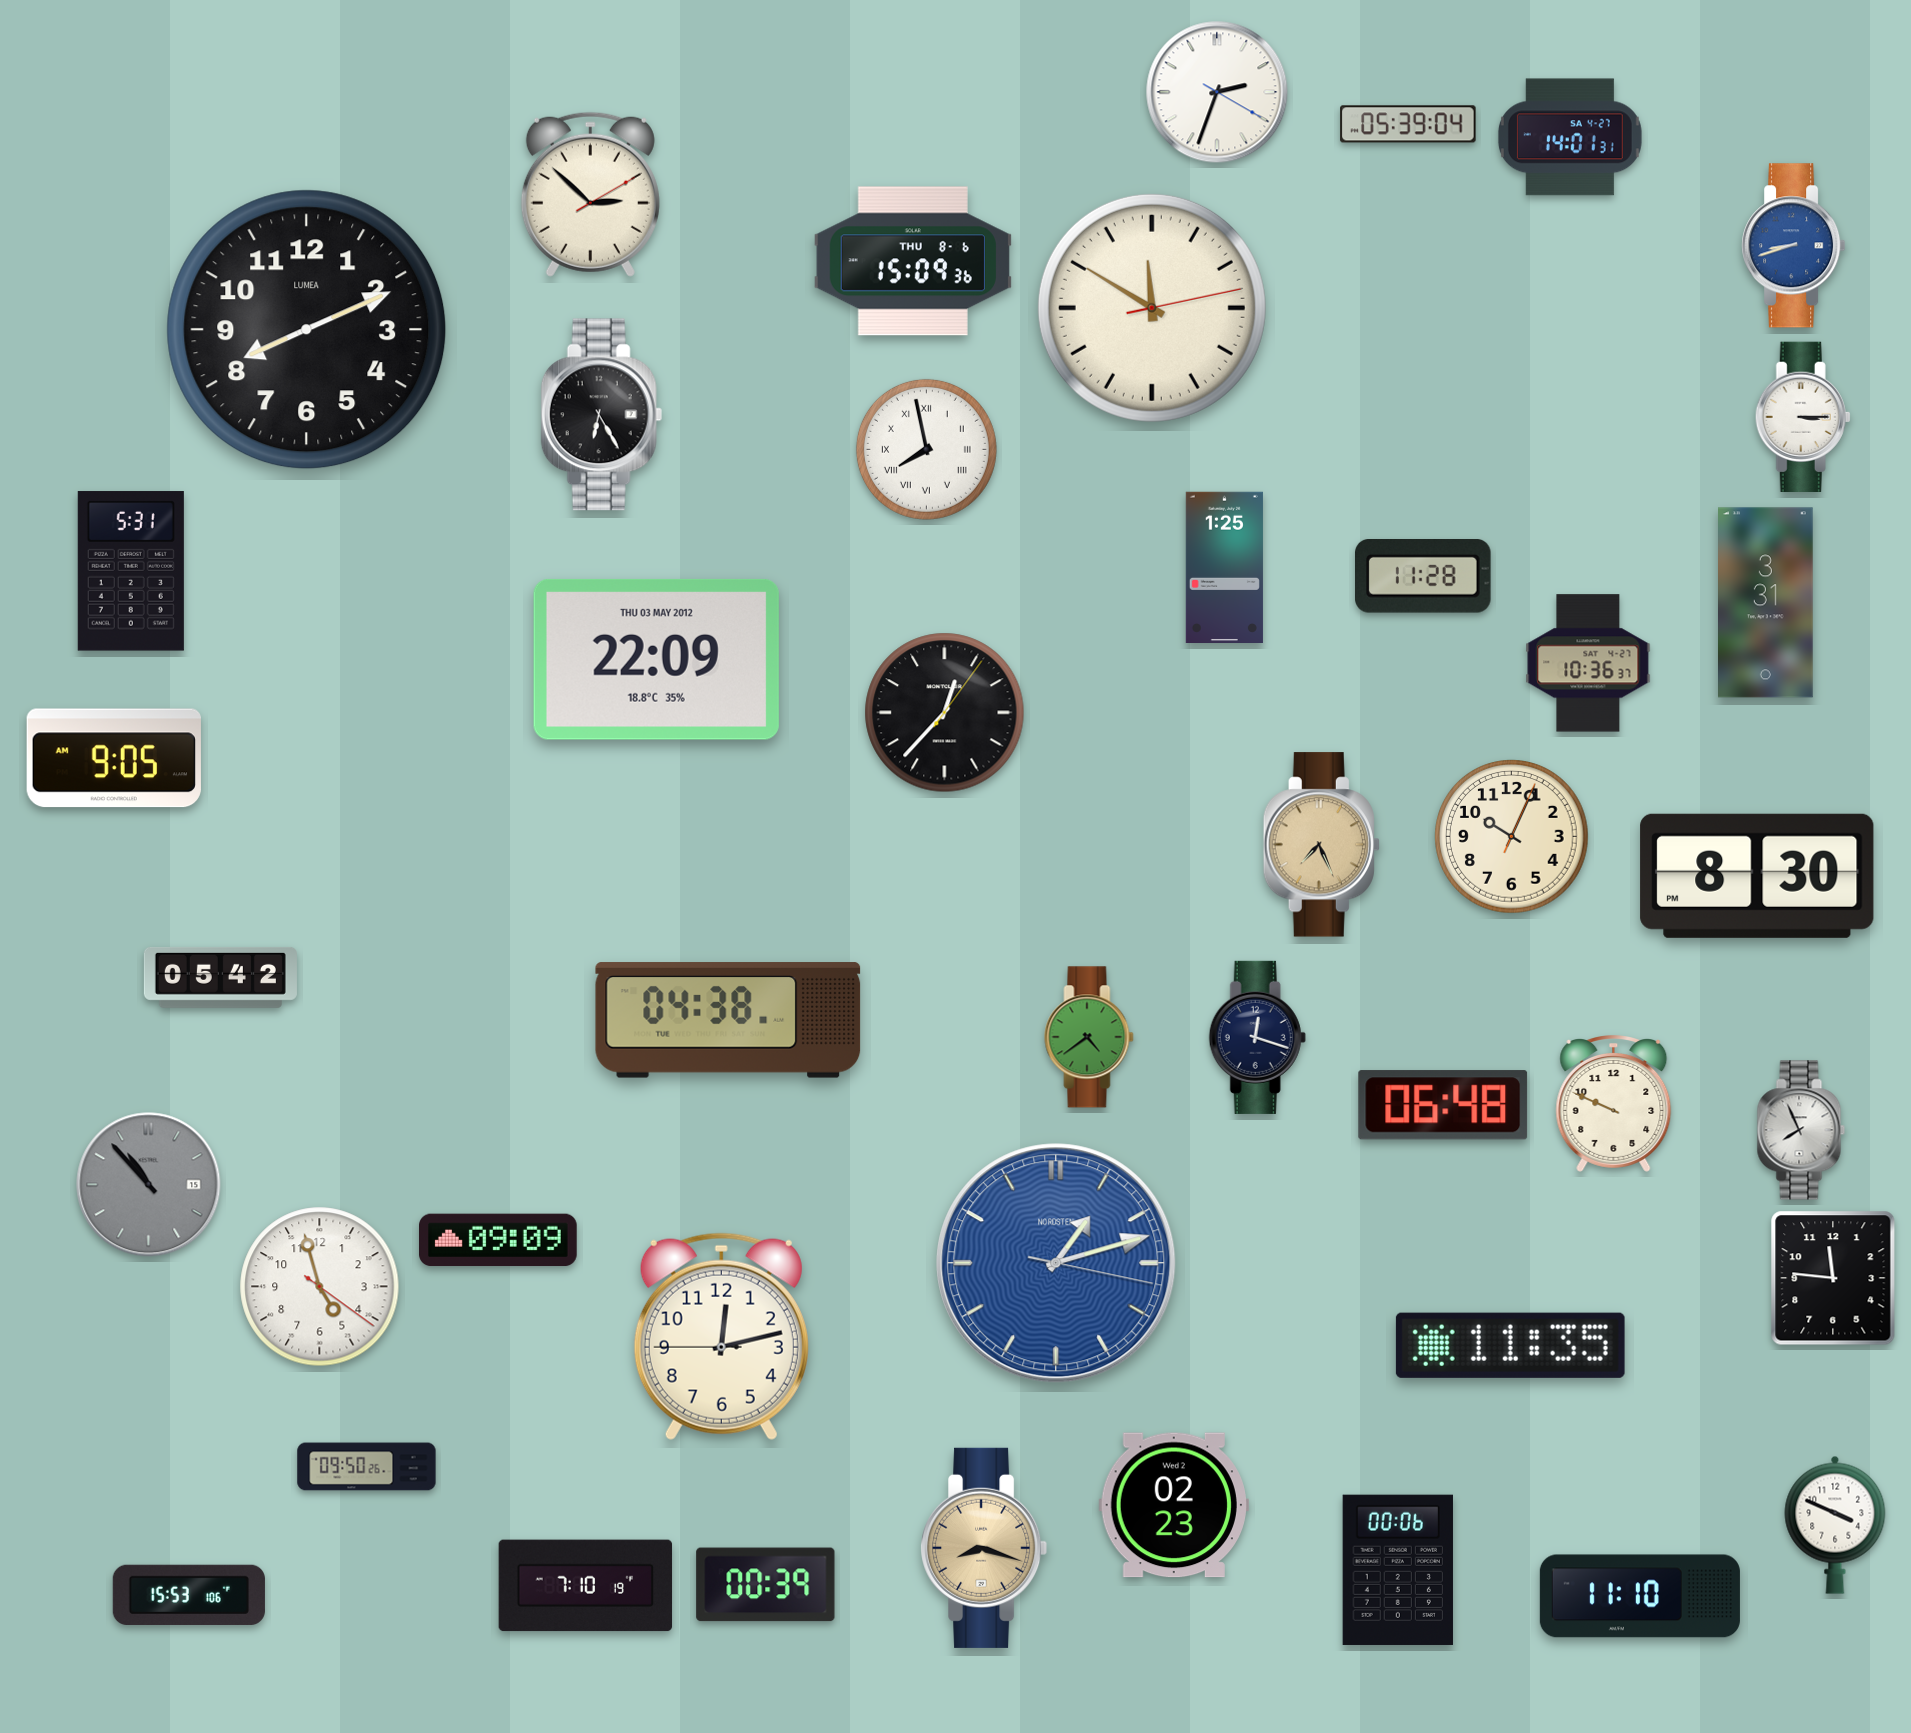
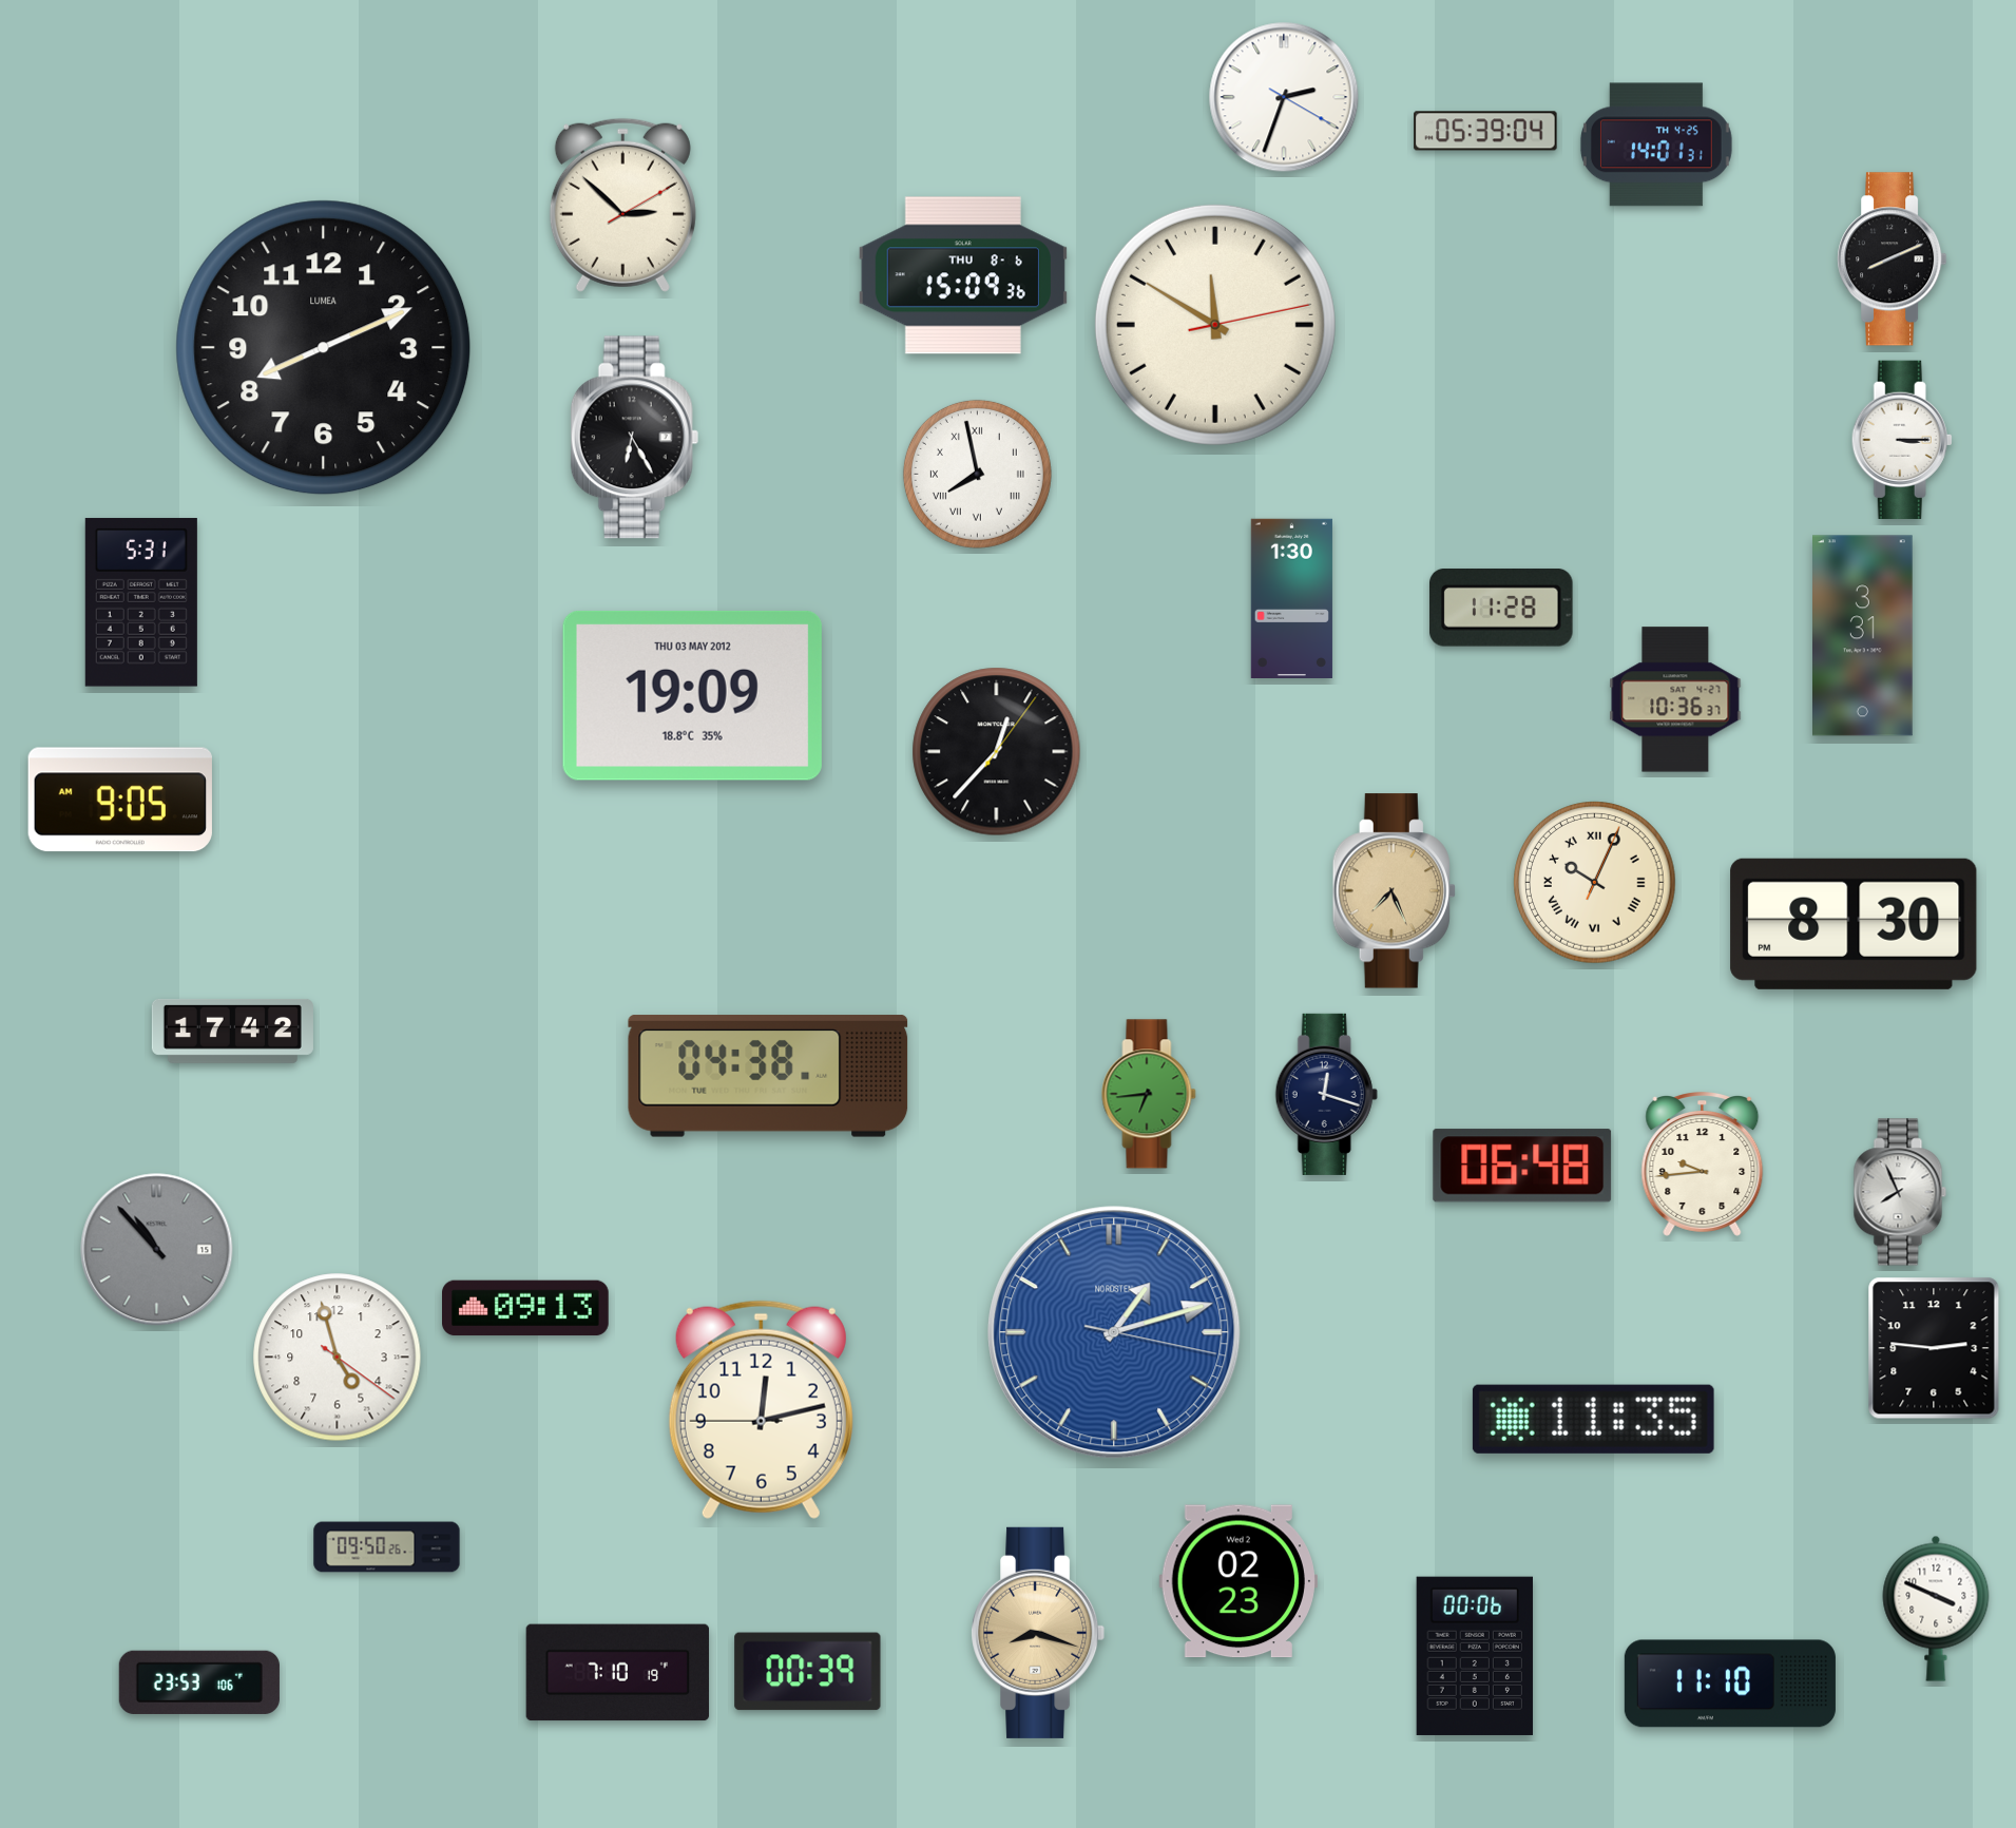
clock at (1570, 137) date: SA 4-27 -> TH 4-25
clock at (1794, 246): 8:42 -> 8:11
clock at (1794, 246) dial: blue -> black
clock at (1224, 567): 1:25 -> 1:30
clock at (131, 571) position: (131, 571) -> (141, 602)
clock at (656, 659): 22:09 -> 19:09
clock at (1512, 837) numerals: Arabic -> Roman
clock at (220, 977): 05:42 -> 17:42
clock at (1089, 1037): 4:39 -> 6:44
clock at (1614, 1104): 9:49 -> 9:44
clock at (499, 1240): 09:09 -> 09:13
clock at (1833, 1278): 11:46 -> 2:46
clock at (1174, 1505) position: (1174, 1505) -> (1239, 1581)
clock at (189, 1595): 15:53 -> 23:53
